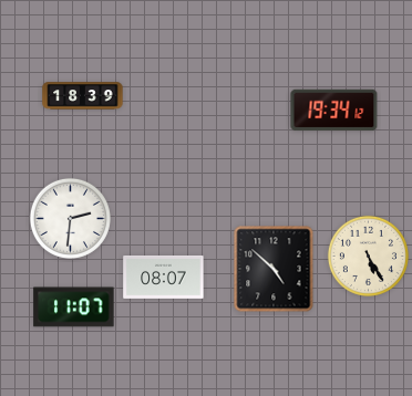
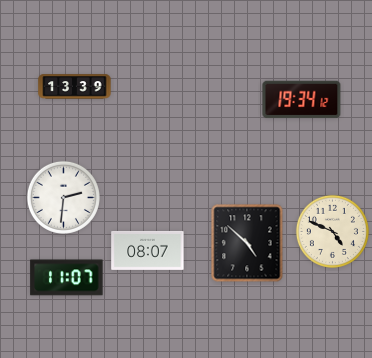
clock at (83, 96): 18:39 -> 13:39
clock at (368, 256): 5:25 -> 4:49
